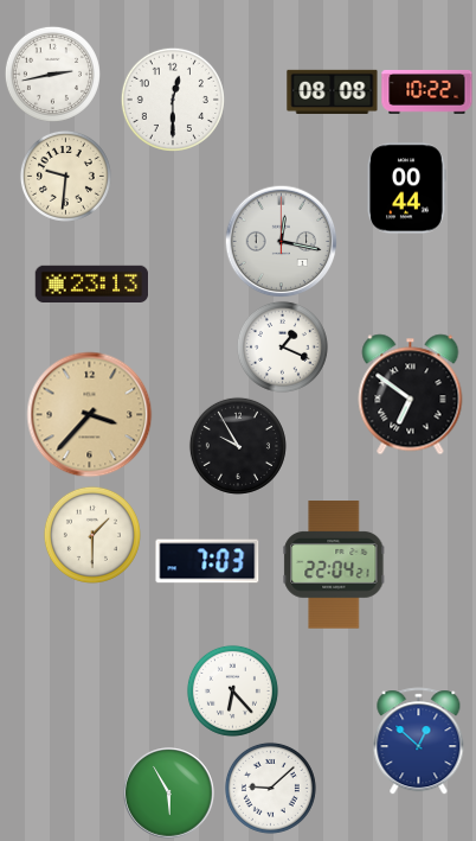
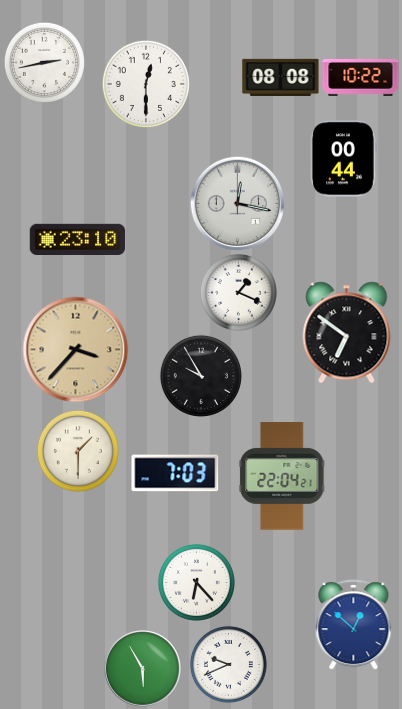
clock at (65, 176): 9:31 -> none
clock at (92, 283): 23:13 -> 23:10
clock at (270, 788): 9:08 -> 9:41
